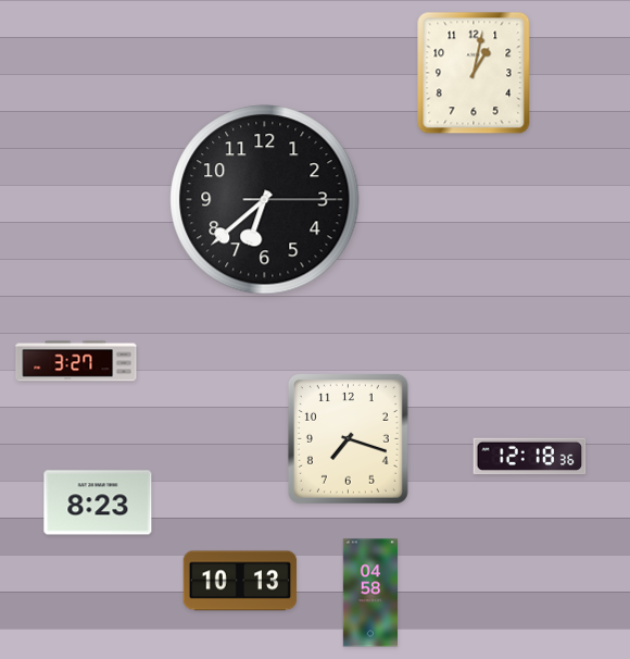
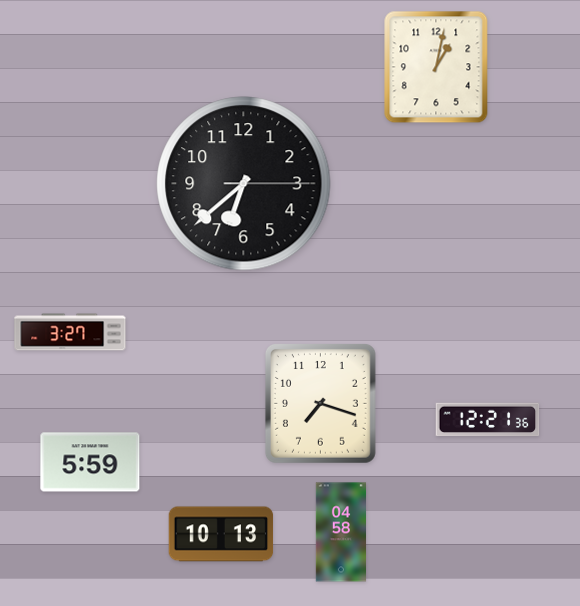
clock at (530, 457): 12:18 -> 12:21
clock at (98, 502): 8:23 -> 5:59
clock at (370, 593) position: (370, 593) -> (341, 532)
